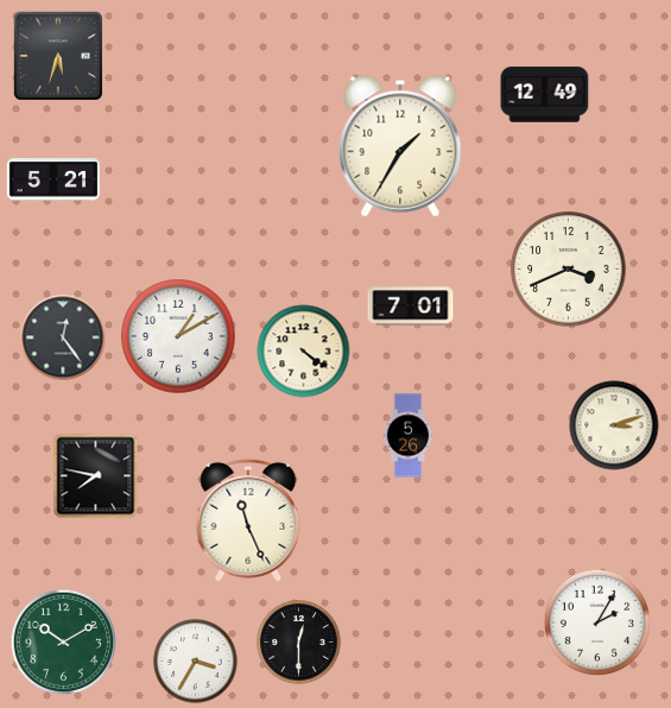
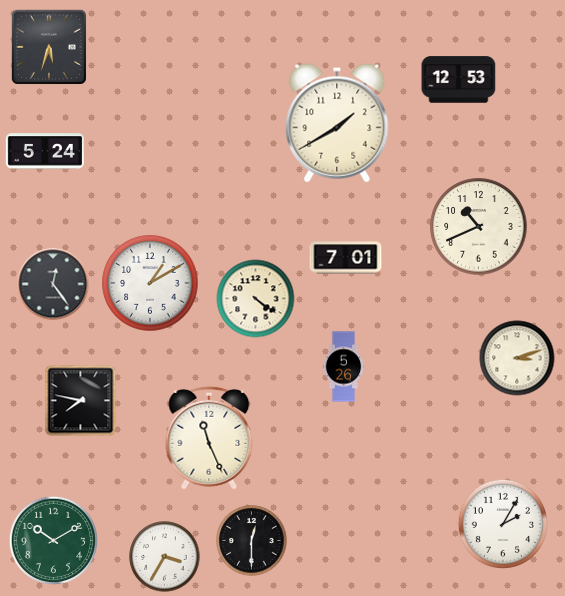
clock at (545, 95): 12:49 -> 12:53
clock at (400, 146): 1:35 -> 1:40
clock at (53, 179): 5:21 -> 5:24
clock at (569, 270): 3:41 -> 10:41
clock at (304, 352) position: (304, 352) -> (256, 299)
